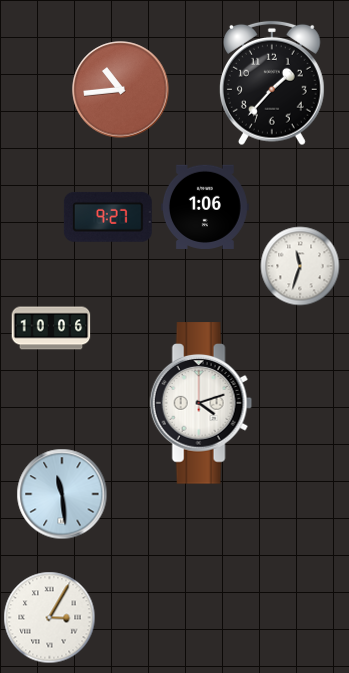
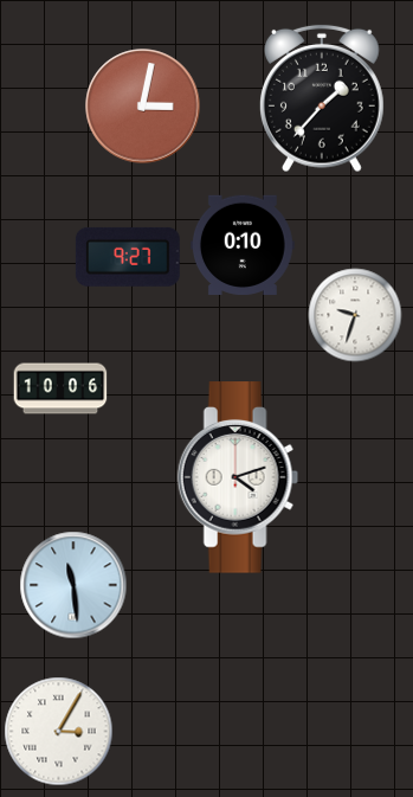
clock at (121, 90): 10:44 -> 3:02
clock at (205, 207): 1:06 -> 0:10
clock at (300, 266): 11:33 -> 9:33
